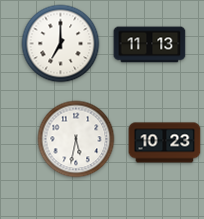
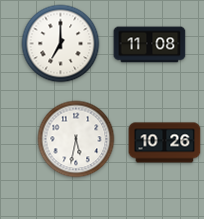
clock at (150, 45): 11:13 -> 11:08
clock at (165, 143): 10:23 -> 10:26
